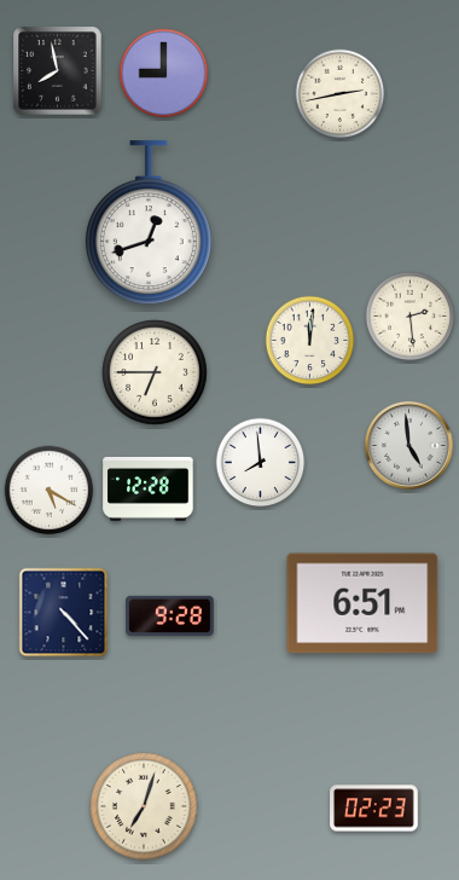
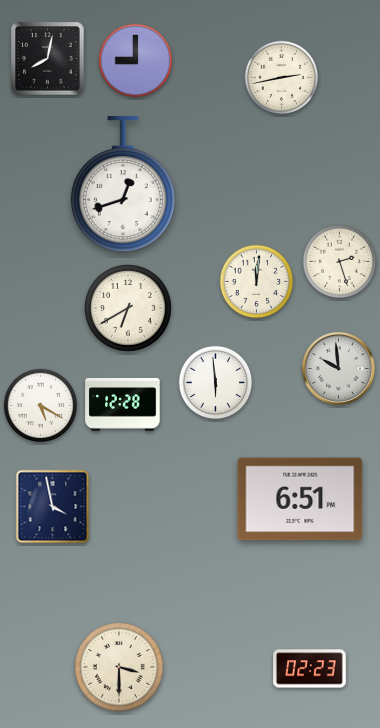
clock at (58, 71): 7:58 -> 8:02
clock at (411, 317): 2:29 -> 2:27
clock at (156, 374): 6:45 -> 6:40
clock at (408, 445): 4:59 -> 9:59
clock at (261, 463): 7:59 -> 5:59
clock at (64, 613): 4:23 -> 3:58
clock at (170, 615): 9:28 -> none
clock at (144, 806): 7:03 -> 3:30
